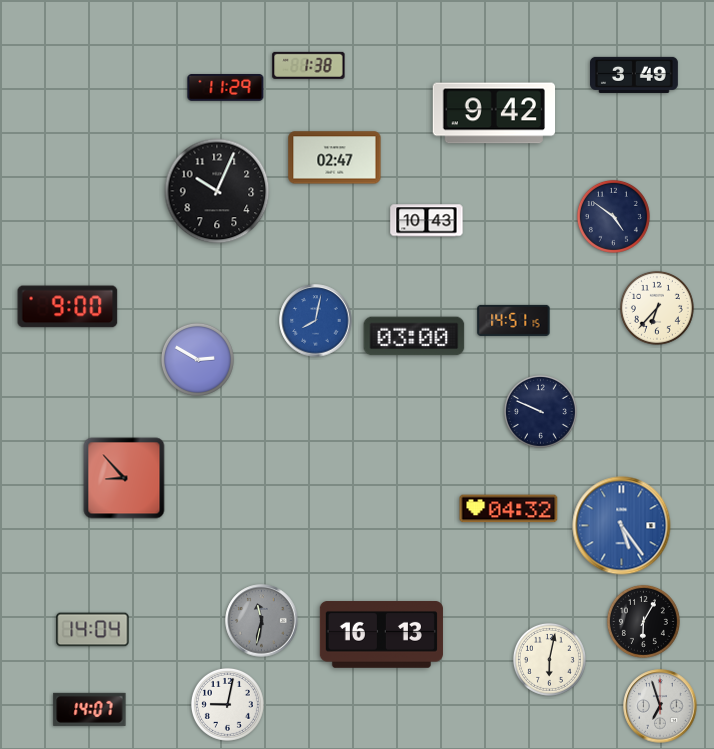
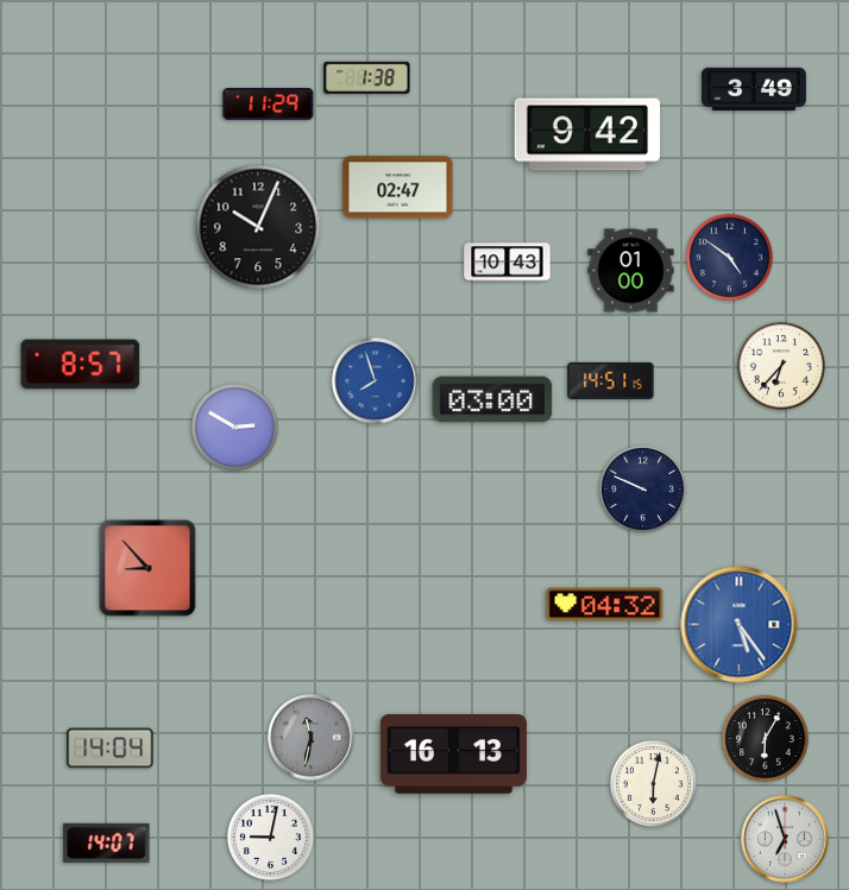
clock at (631, 271): none -> 01:00
clock at (68, 307): 9:00 -> 8:57
clock at (316, 321): 8:02 -> 7:57
